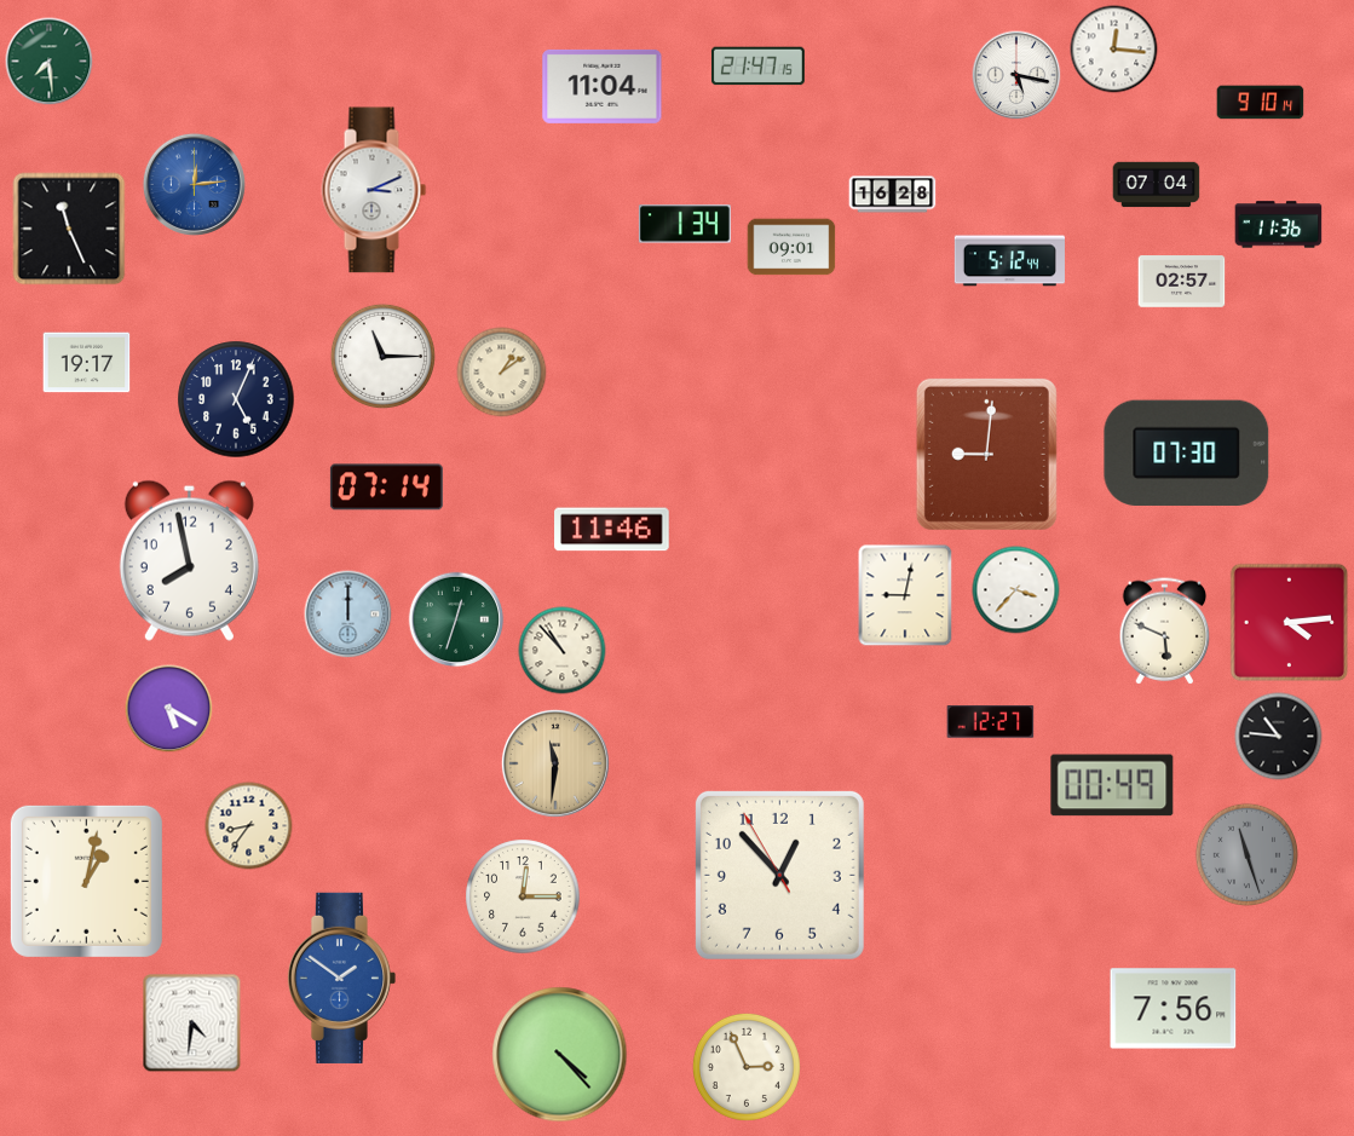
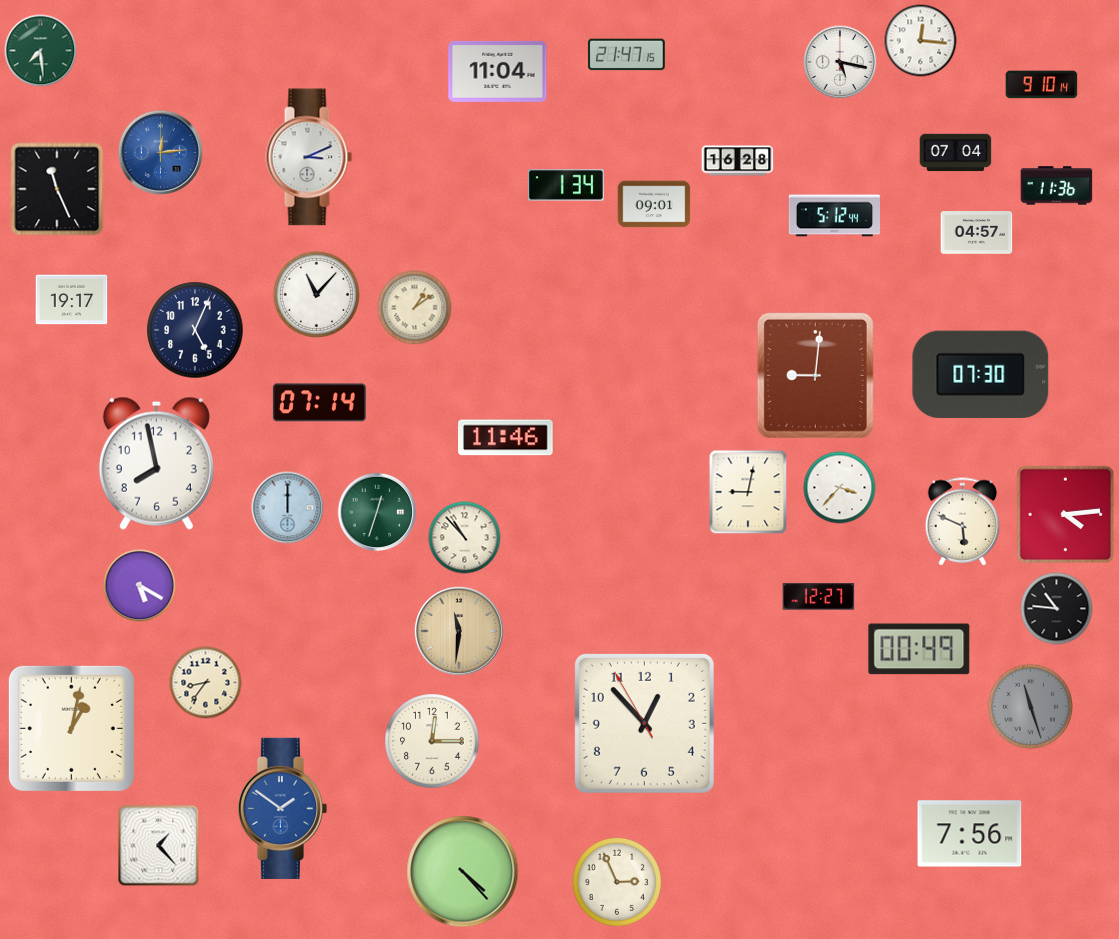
clock at (1182, 282): 02:57 -> 04:57
clock at (382, 356): 11:15 -> 11:07
clock at (192, 1023): 4:31 -> 1:23
